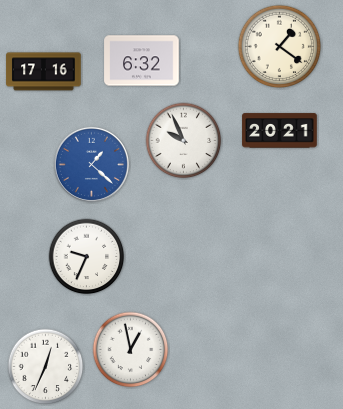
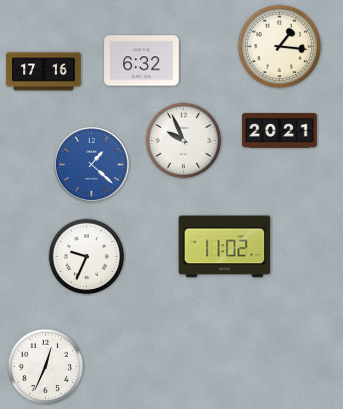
clock at (280, 47): 1:21 -> 1:16
clock at (225, 247): none -> 11:02
clock at (131, 350): 12:58 -> none
